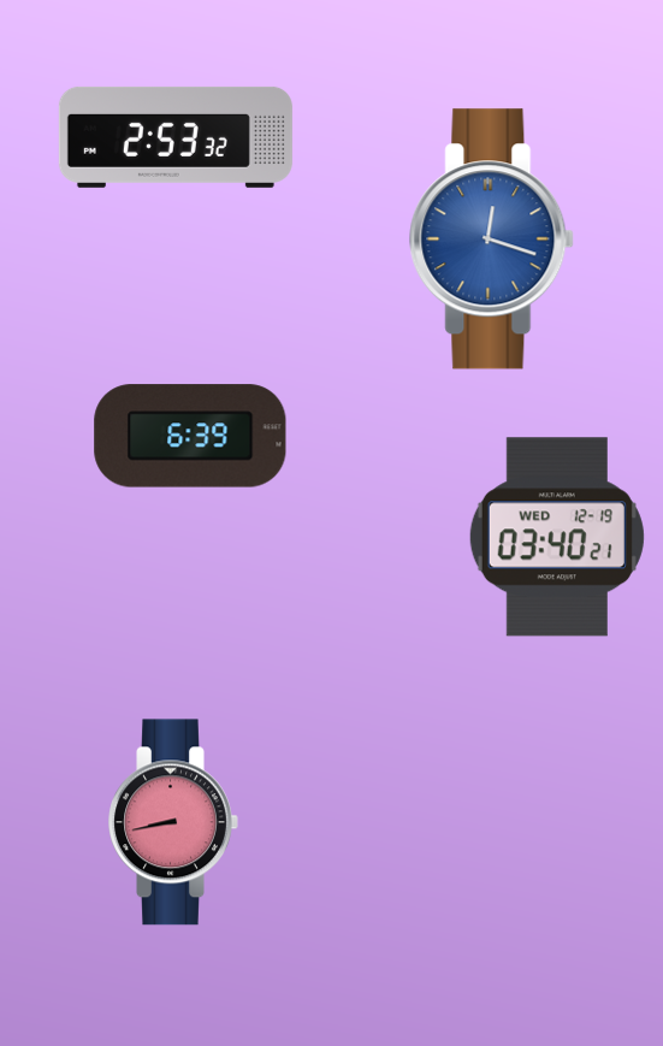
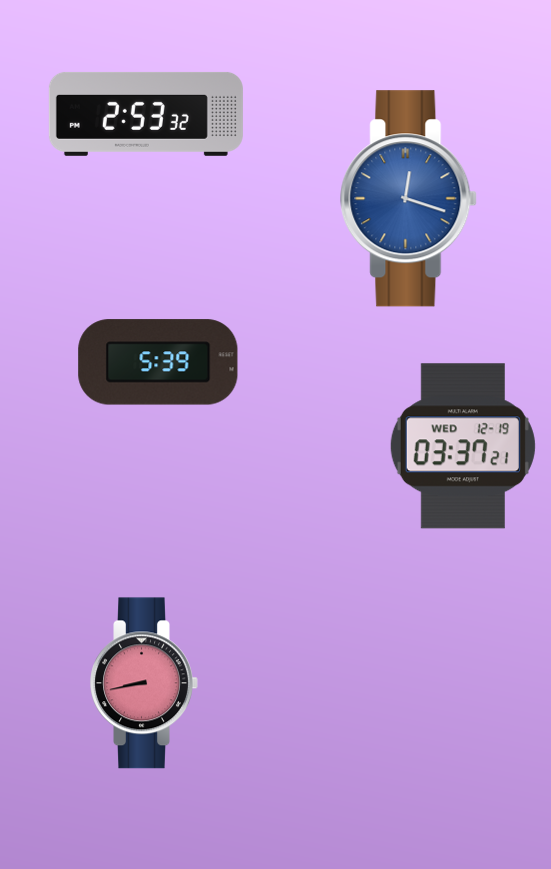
clock at (190, 436): 6:39 -> 5:39
clock at (557, 537): 03:40 -> 03:37
